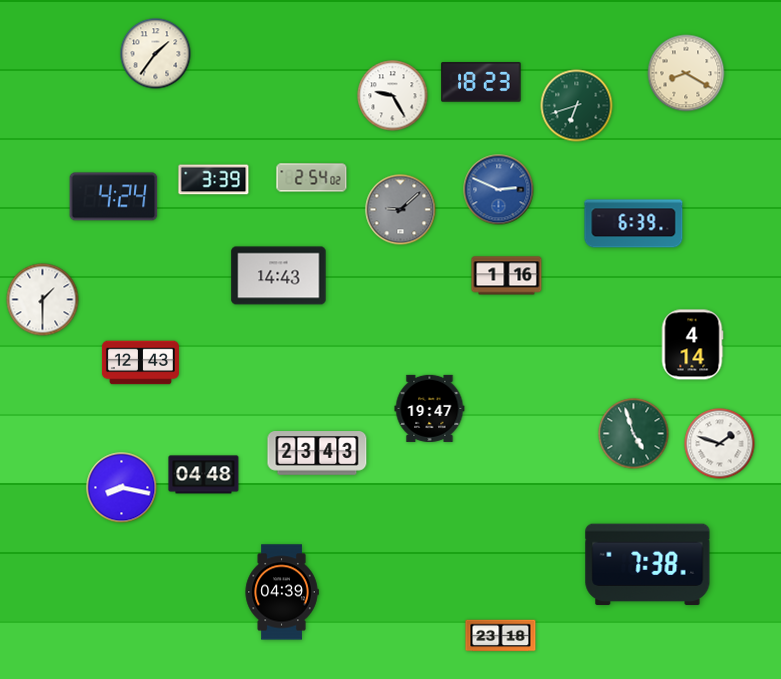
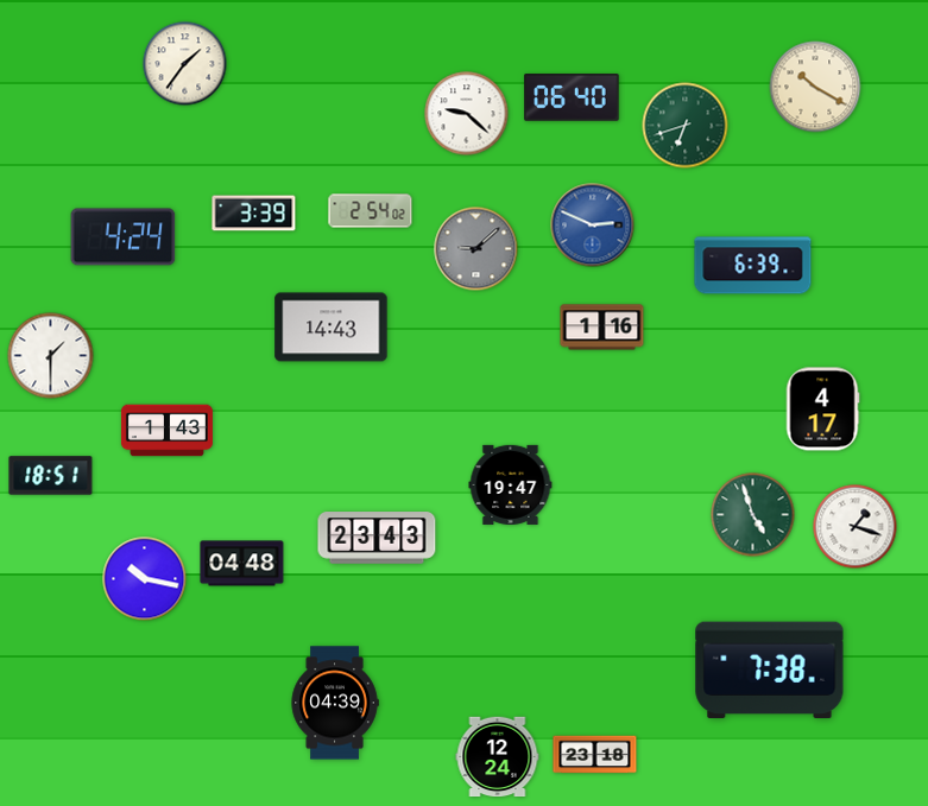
clock at (686, 73): 8:20 -> 10:20
clock at (481, 82): 18:23 -> 06:40
clock at (393, 96): 9:25 -> 9:22
clock at (114, 197) position: (114, 197) -> (124, 237)
clock at (692, 345): 4:14 -> 4:17
clock at (140, 363): 12:43 -> 1:43
clock at (51, 476): none -> 18:51
clock at (720, 444): 1:48 -> 1:18
clock at (122, 488): 8:17 -> 10:17
clock at (498, 757): none -> 12:24
